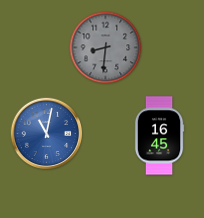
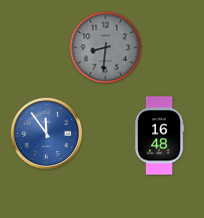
clock at (47, 134): 11:02 -> 11:54
clock at (159, 136): 16:45 -> 16:48
